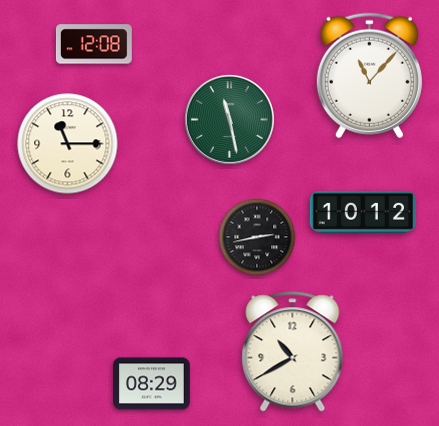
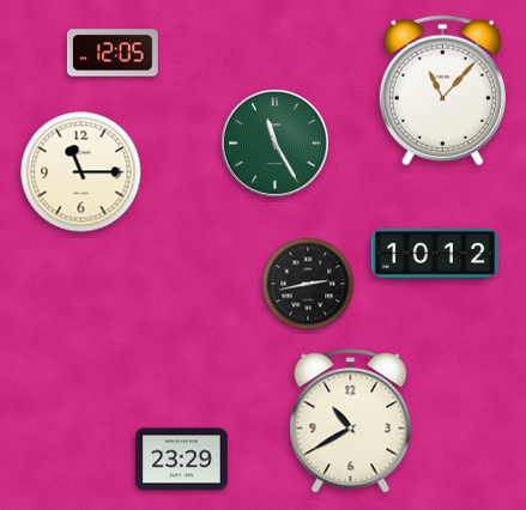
clock at (94, 44): 12:08 -> 12:05
clock at (229, 119): 11:28 -> 11:25
clock at (152, 384): 08:29 -> 23:29
